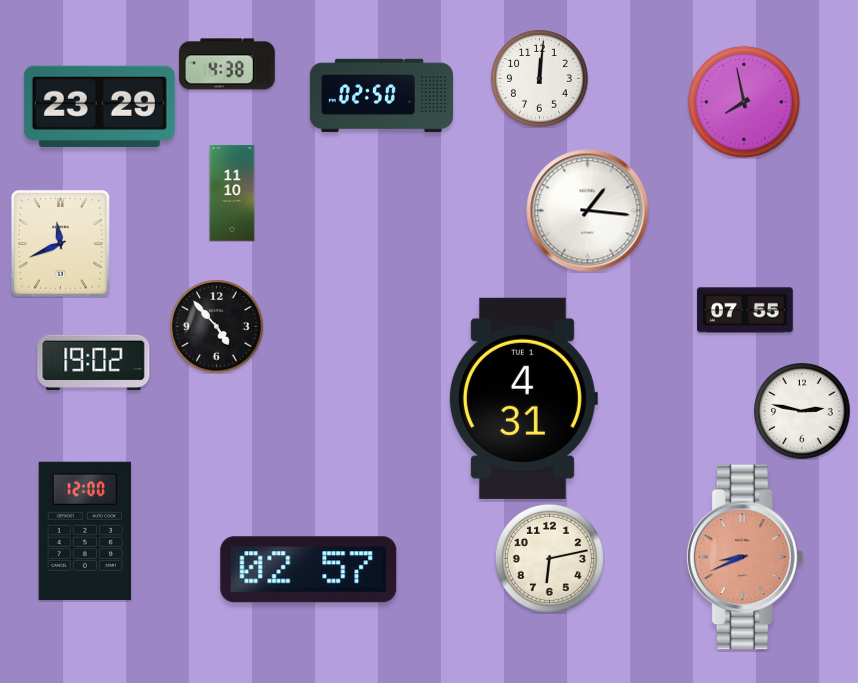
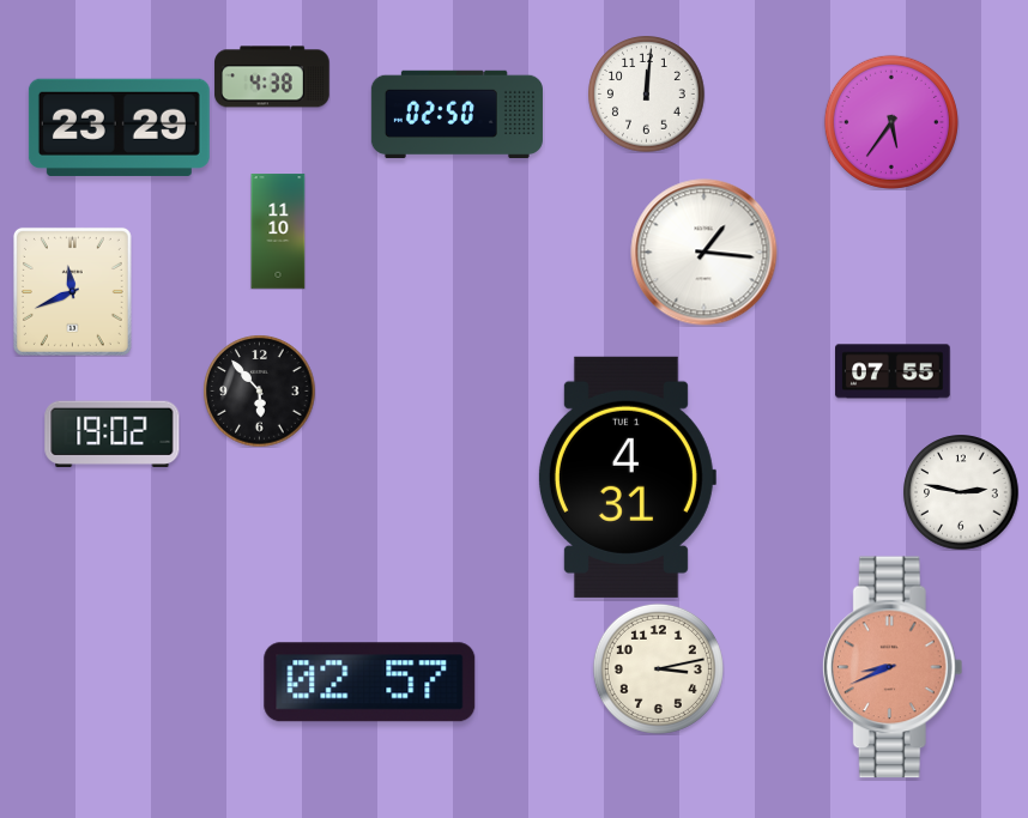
clock at (744, 102): 7:58 -> 5:36
clock at (216, 326): 4:53 -> 5:53
clock at (84, 530): 12:00 -> none
clock at (549, 558): 6:13 -> 3:13
